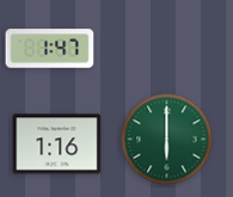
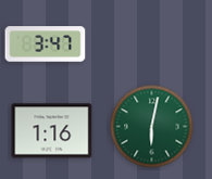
clock at (50, 49): 1:47 -> 3:47
clock at (167, 140): 6:00 -> 6:02
